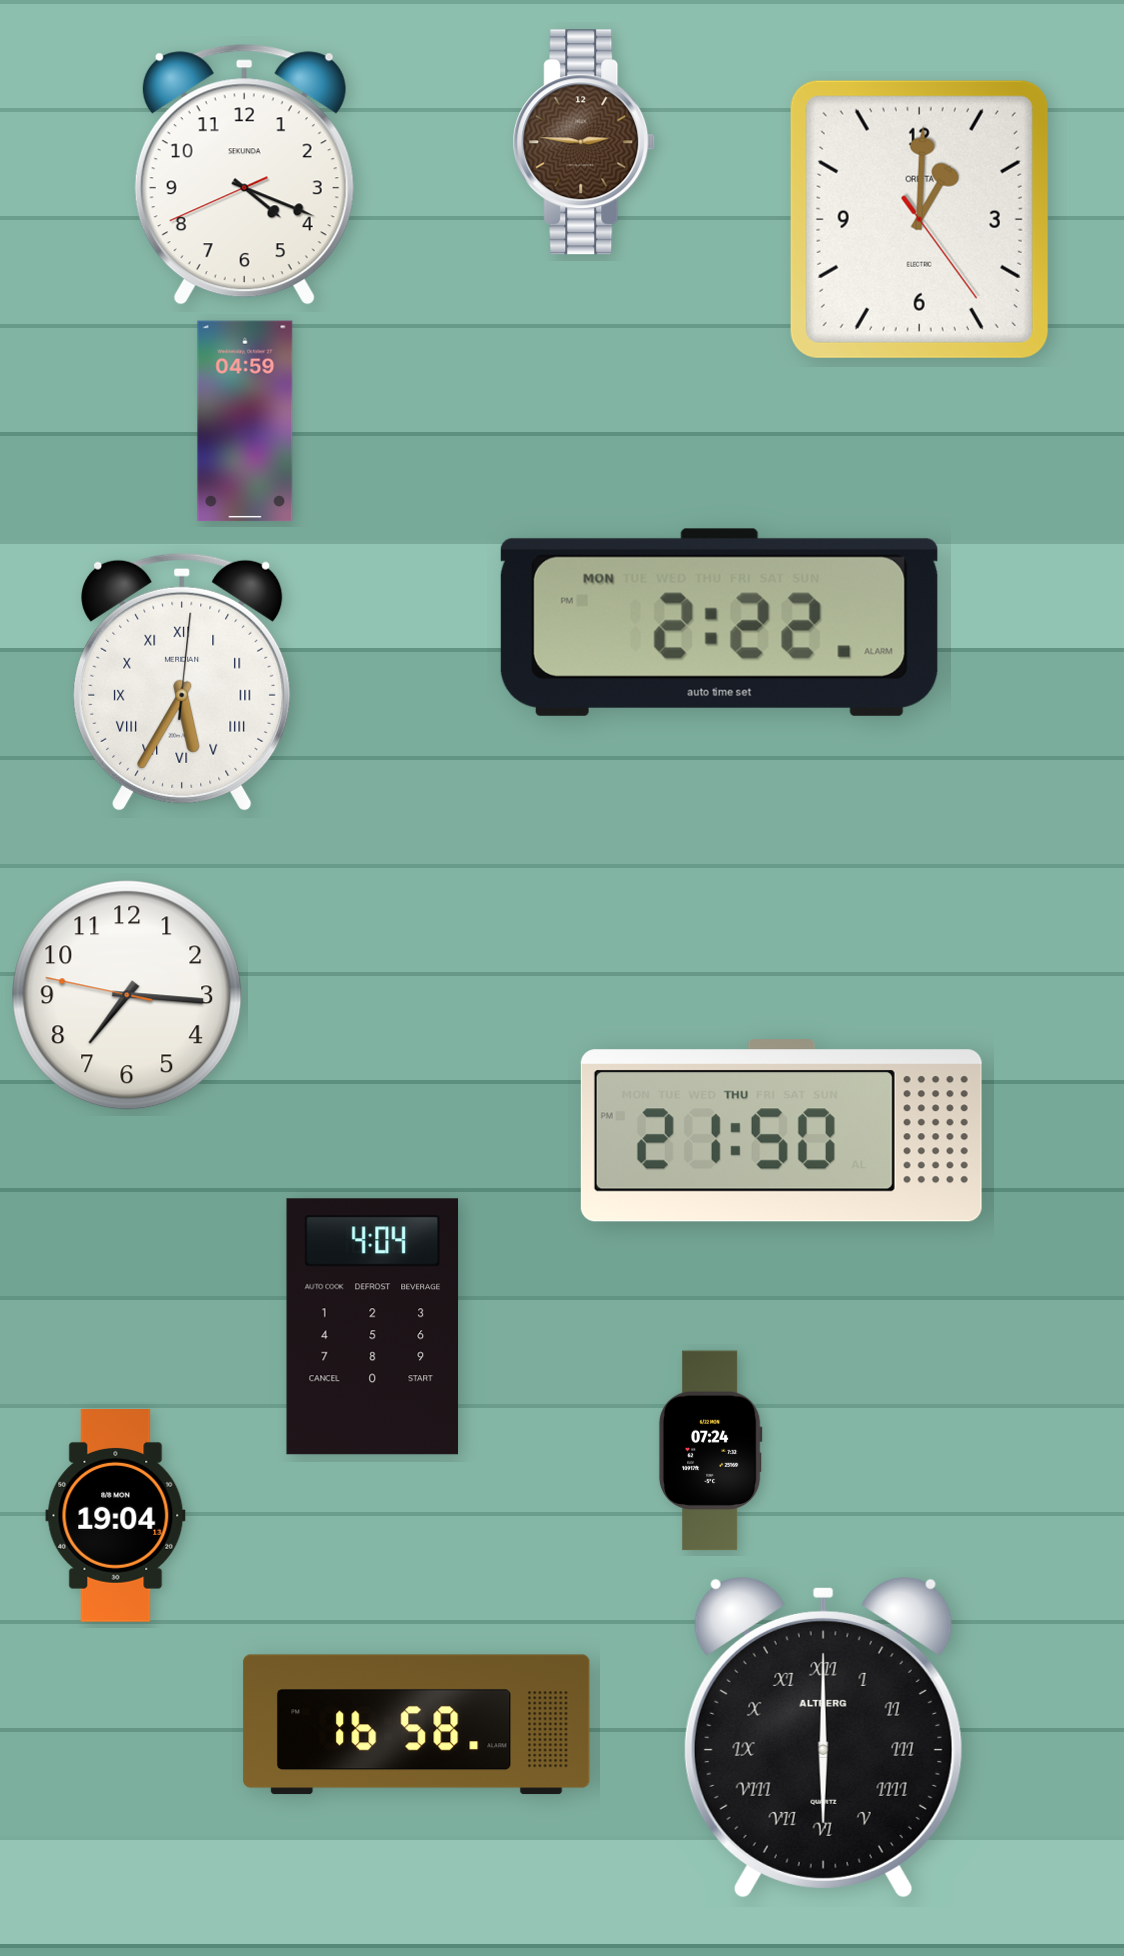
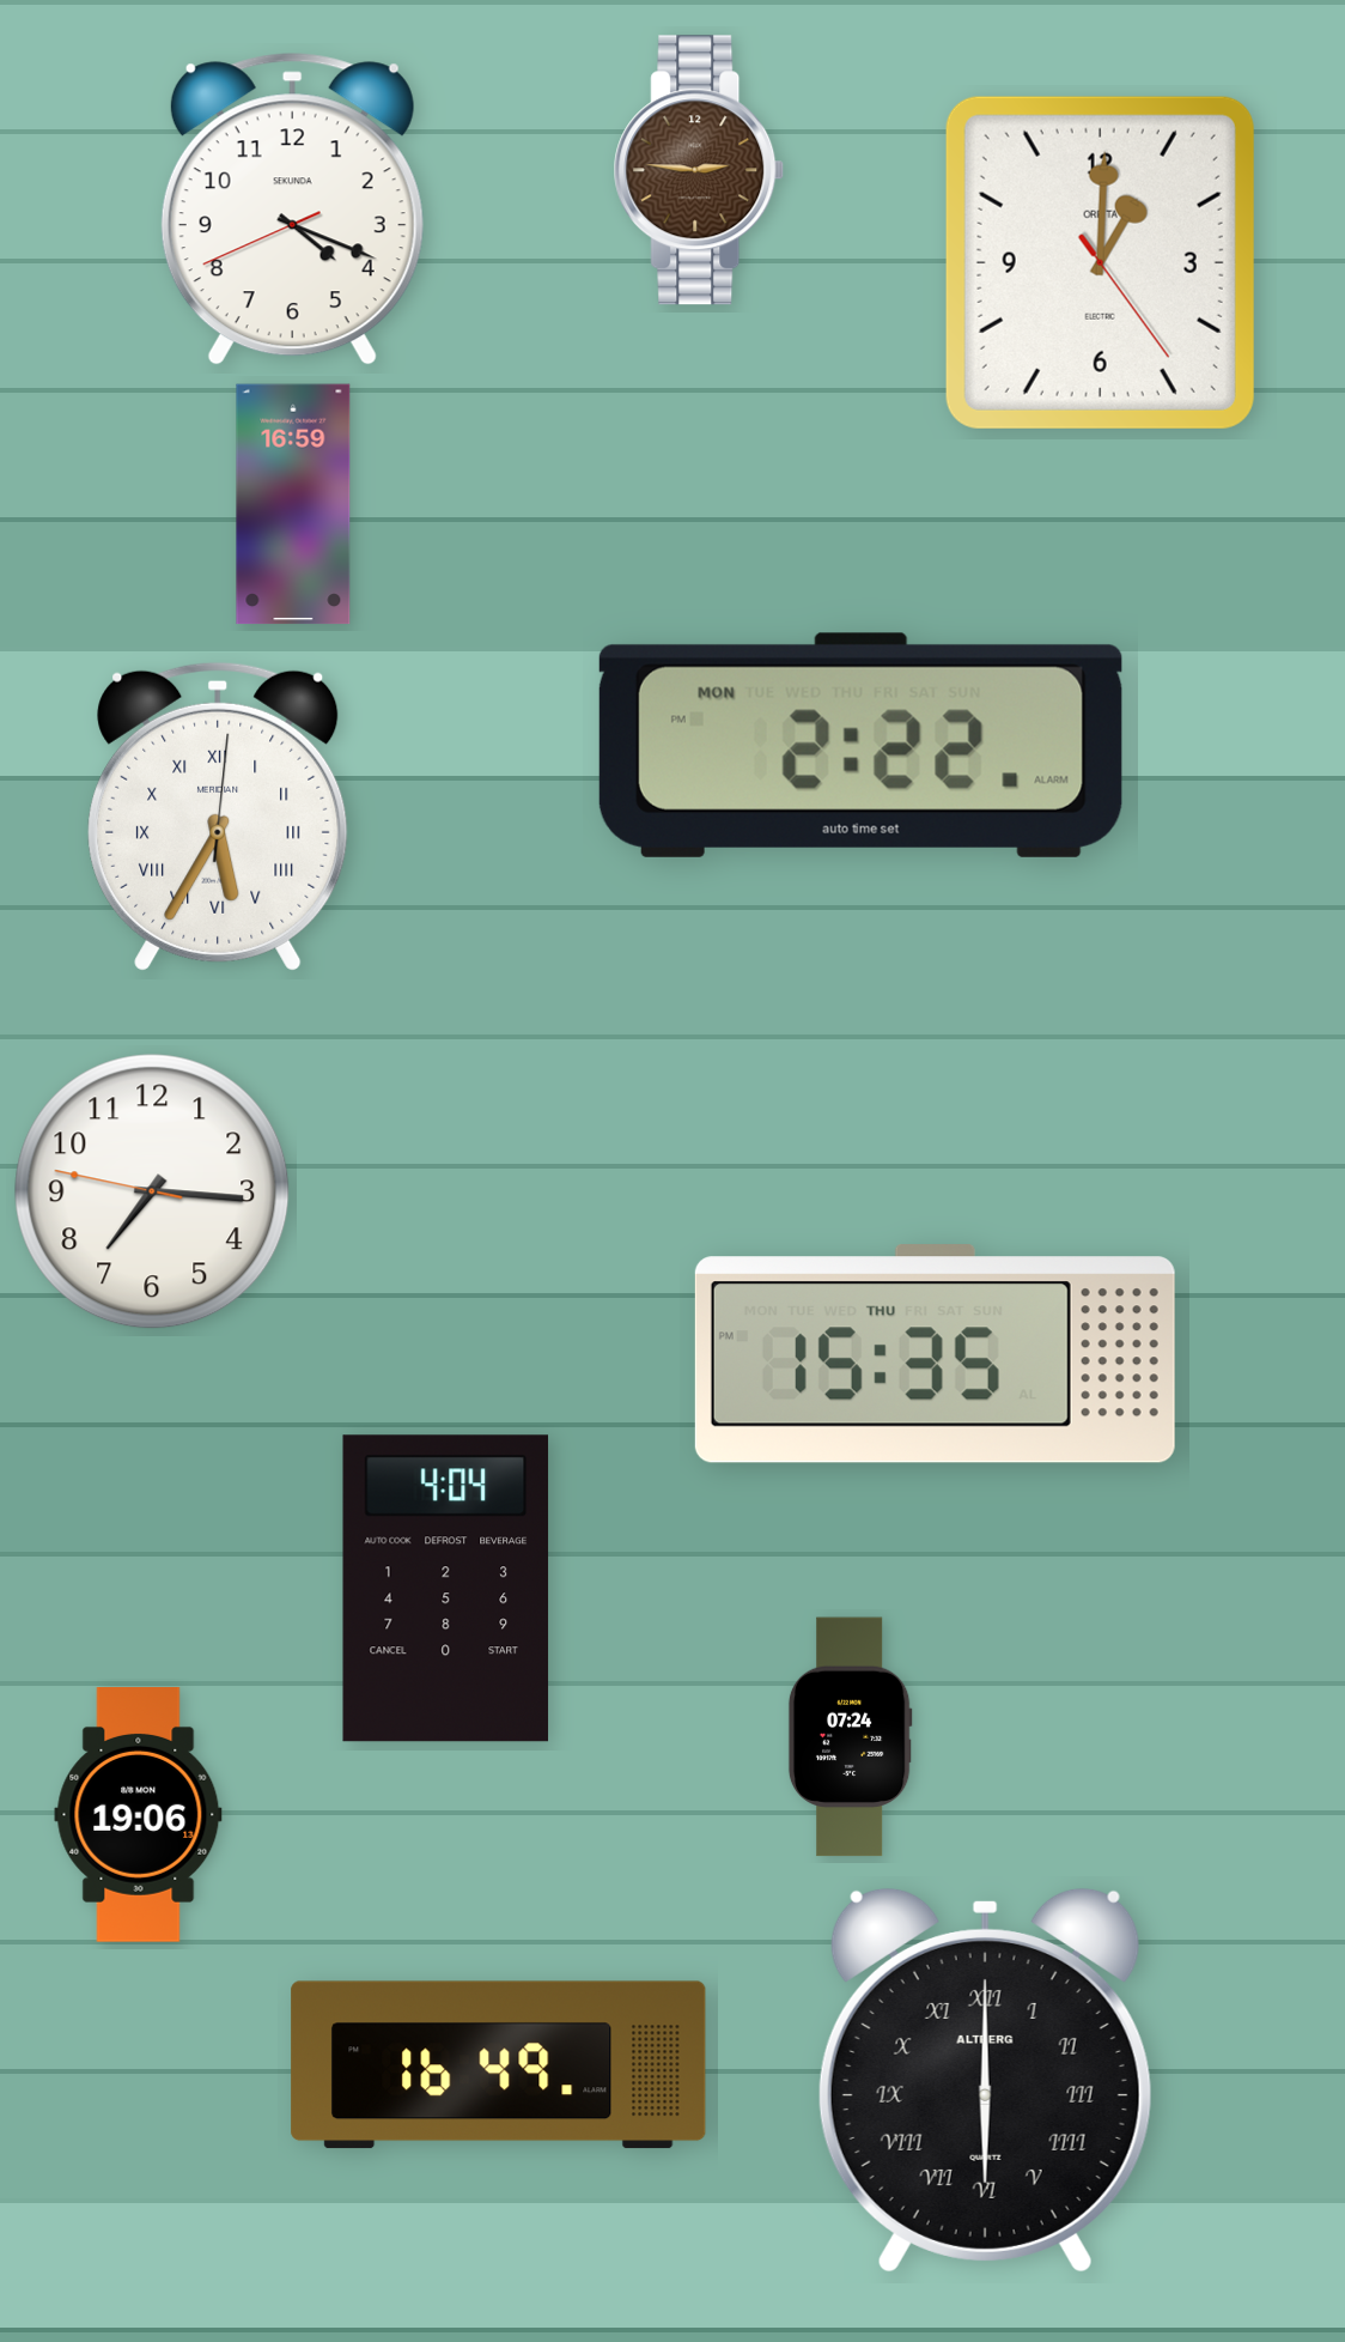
clock at (245, 421): 04:59 -> 16:59
clock at (781, 1131): 21:50 -> 15:35
clock at (116, 1516): 19:04 -> 19:06
clock at (417, 1725): 16:58 -> 16:49
